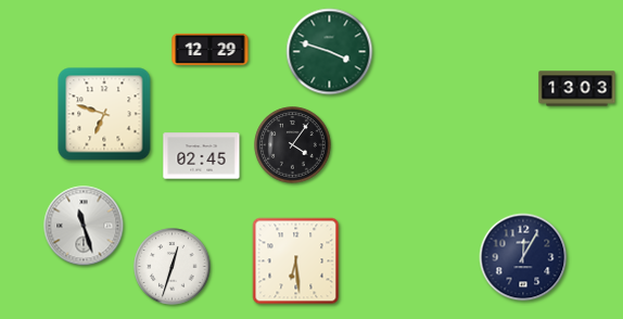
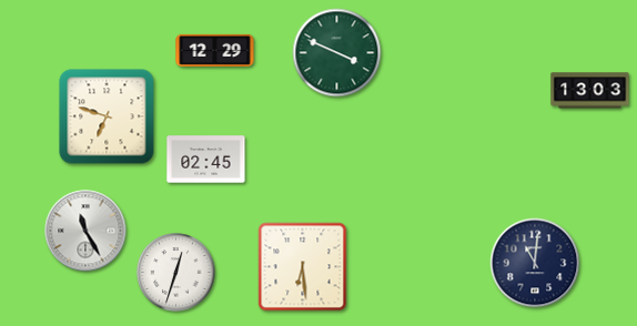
clock at (330, 52): 3:48 -> 3:49
clock at (293, 145): 4:06 -> none
clock at (84, 226): 11:27 -> 11:25
clock at (523, 257): 12:05 -> 11:01
